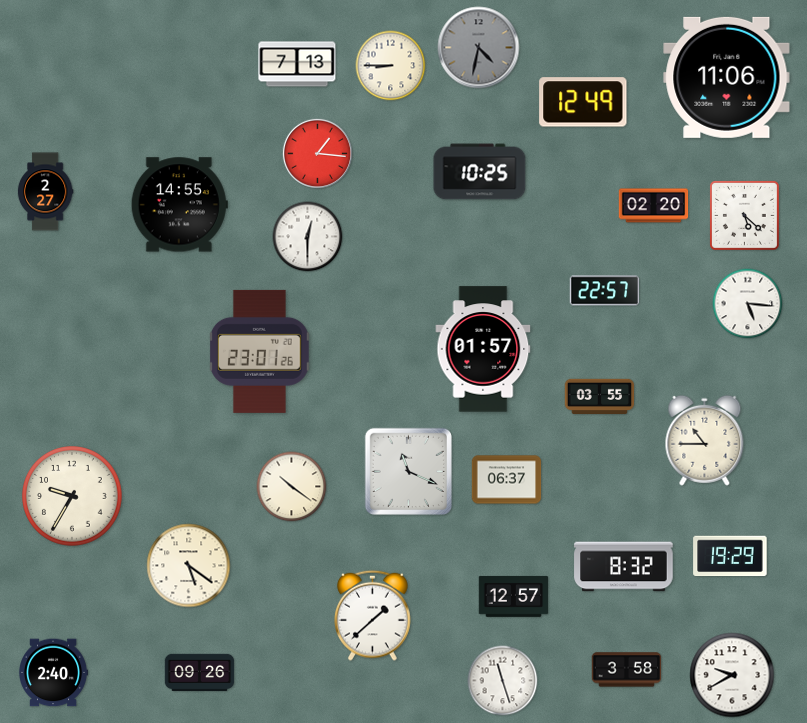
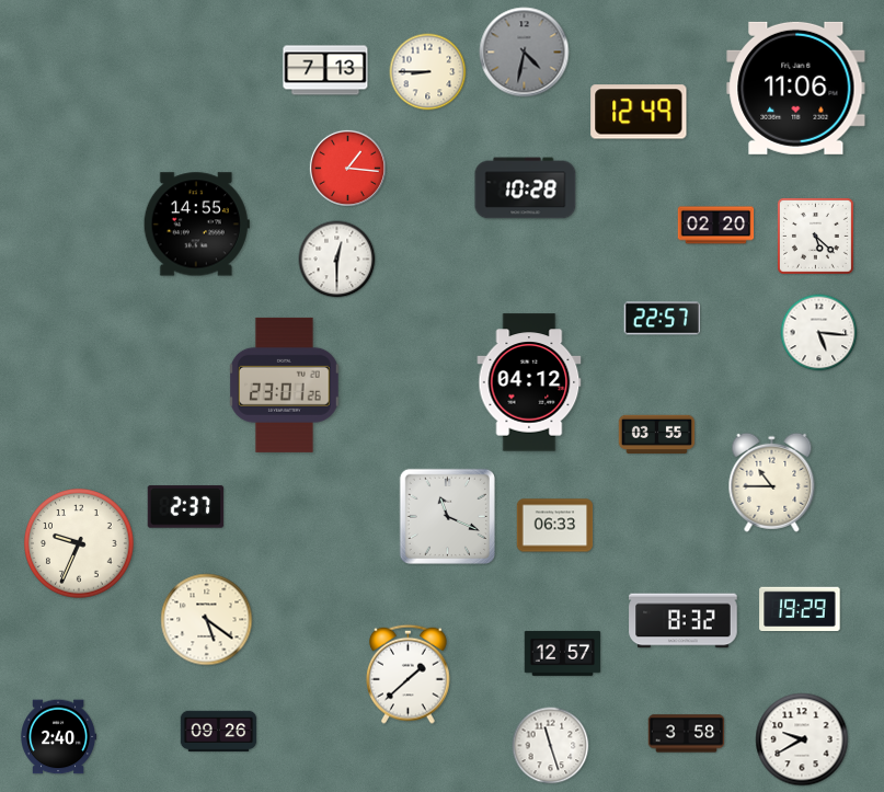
clock at (727, 77) position: (727, 77) -> (796, 88)
clock at (480, 172): 10:25 -> 10:28
clock at (45, 192): 2:27 -> none
clock at (483, 349): 01:57 -> 04:12
clock at (186, 507): none -> 2:37
clock at (507, 480): 06:37 -> 06:33
clock at (292, 487): 10:21 -> none
clock at (72, 496): 9:35 -> 9:34
clock at (200, 673) position: (200, 673) -> (219, 732)
